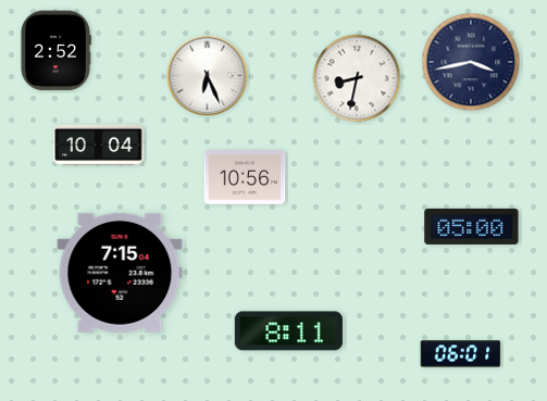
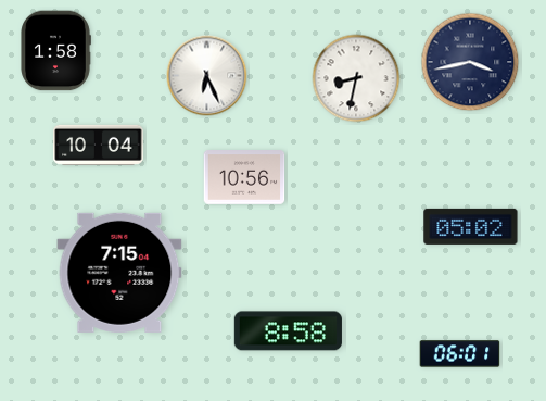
clock at (55, 51): 2:52 -> 1:58
clock at (472, 226): 05:00 -> 05:02
clock at (288, 331): 8:11 -> 8:58
